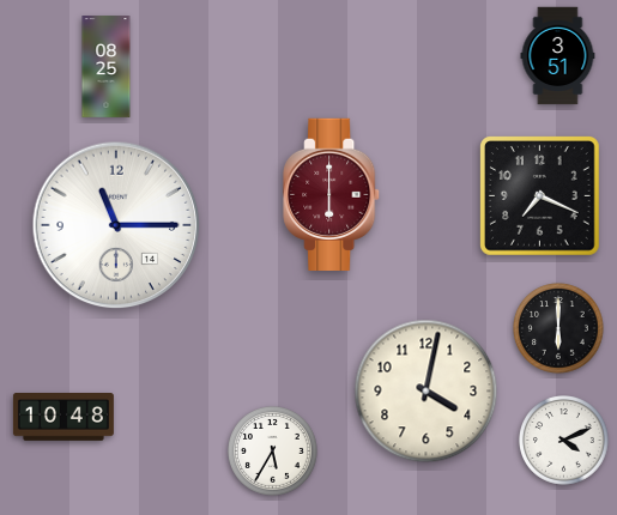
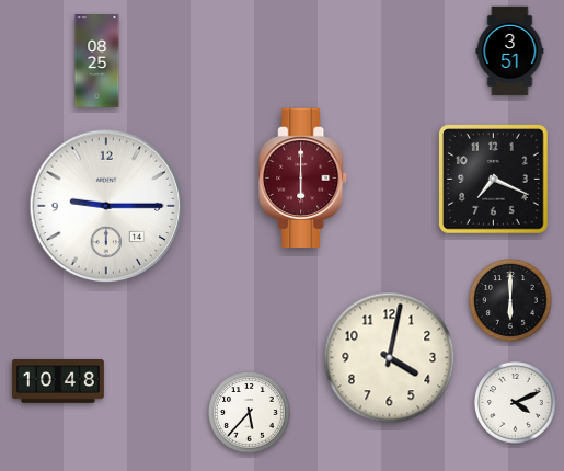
clock at (116, 225): 11:15 -> 9:15
clock at (273, 452): 5:35 -> 5:37
